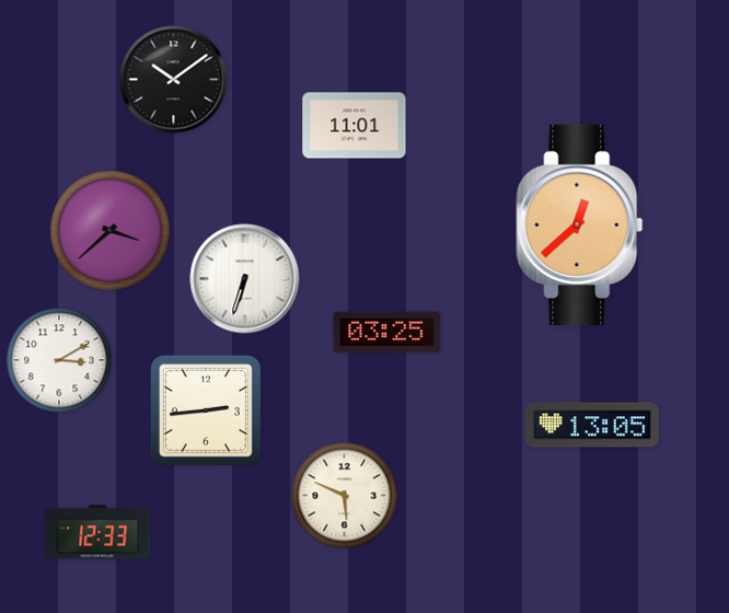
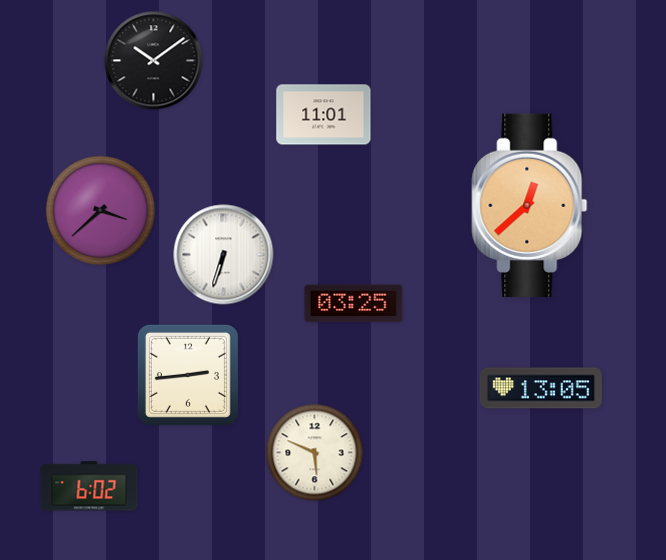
clock at (174, 80) position: (174, 80) -> (154, 61)
clock at (59, 360): 3:10 -> none
clock at (97, 532): 12:33 -> 6:02
